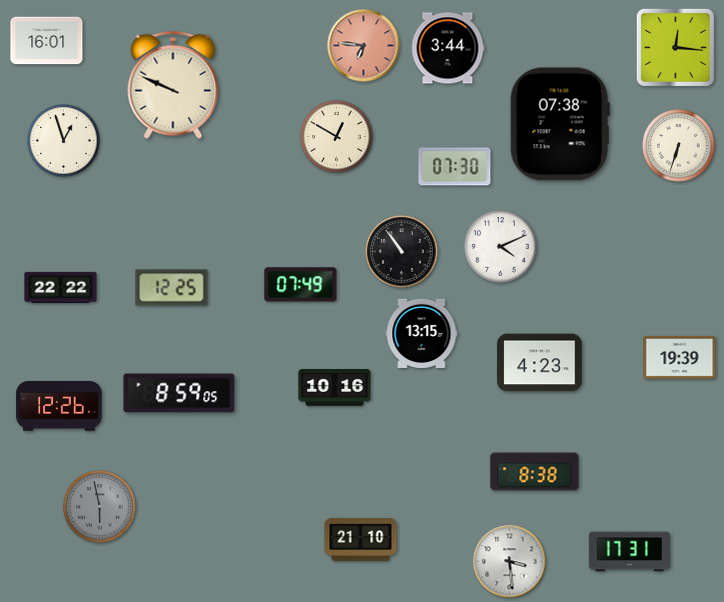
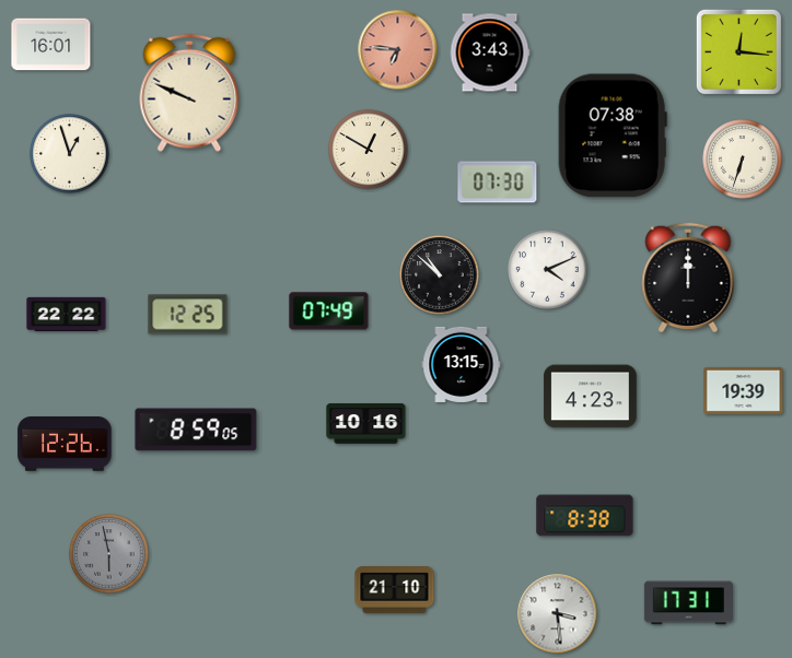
clock at (448, 48): 3:44 -> 3:43
clock at (402, 252): 10:54 -> 10:52
clock at (688, 278): none -> 12:00
